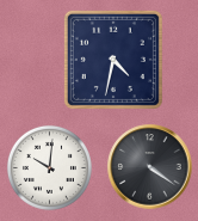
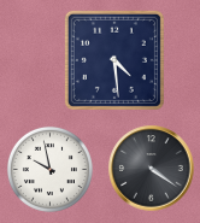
clock at (113, 60): 4:32 -> 4:29
clock at (49, 167): 10:01 -> 9:58
